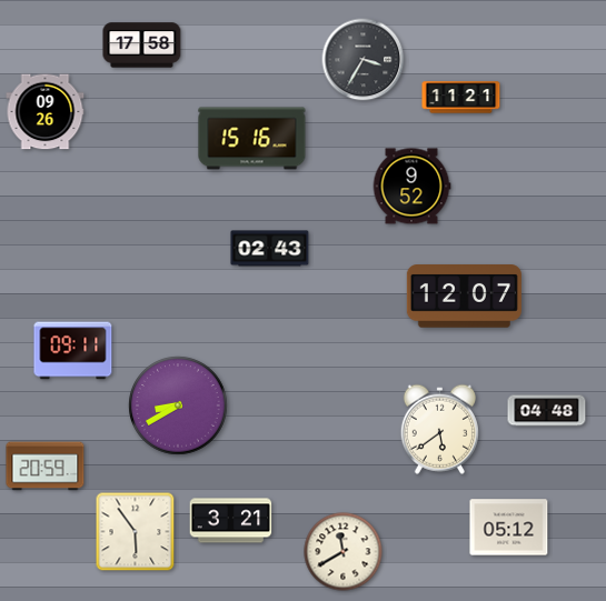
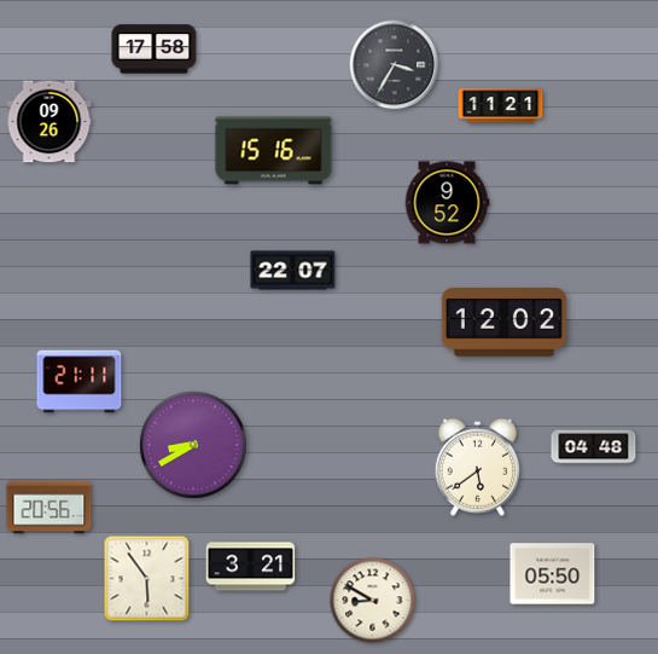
clock at (270, 249): 02:43 -> 22:07
clock at (464, 297): 12:07 -> 12:02
clock at (73, 351): 09:11 -> 21:11
clock at (178, 405) position: (178, 405) -> (193, 445)
clock at (46, 467): 20:59 -> 20:56
clock at (509, 528): 05:12 -> 05:50
clock at (344, 552): 11:40 -> 8:50
